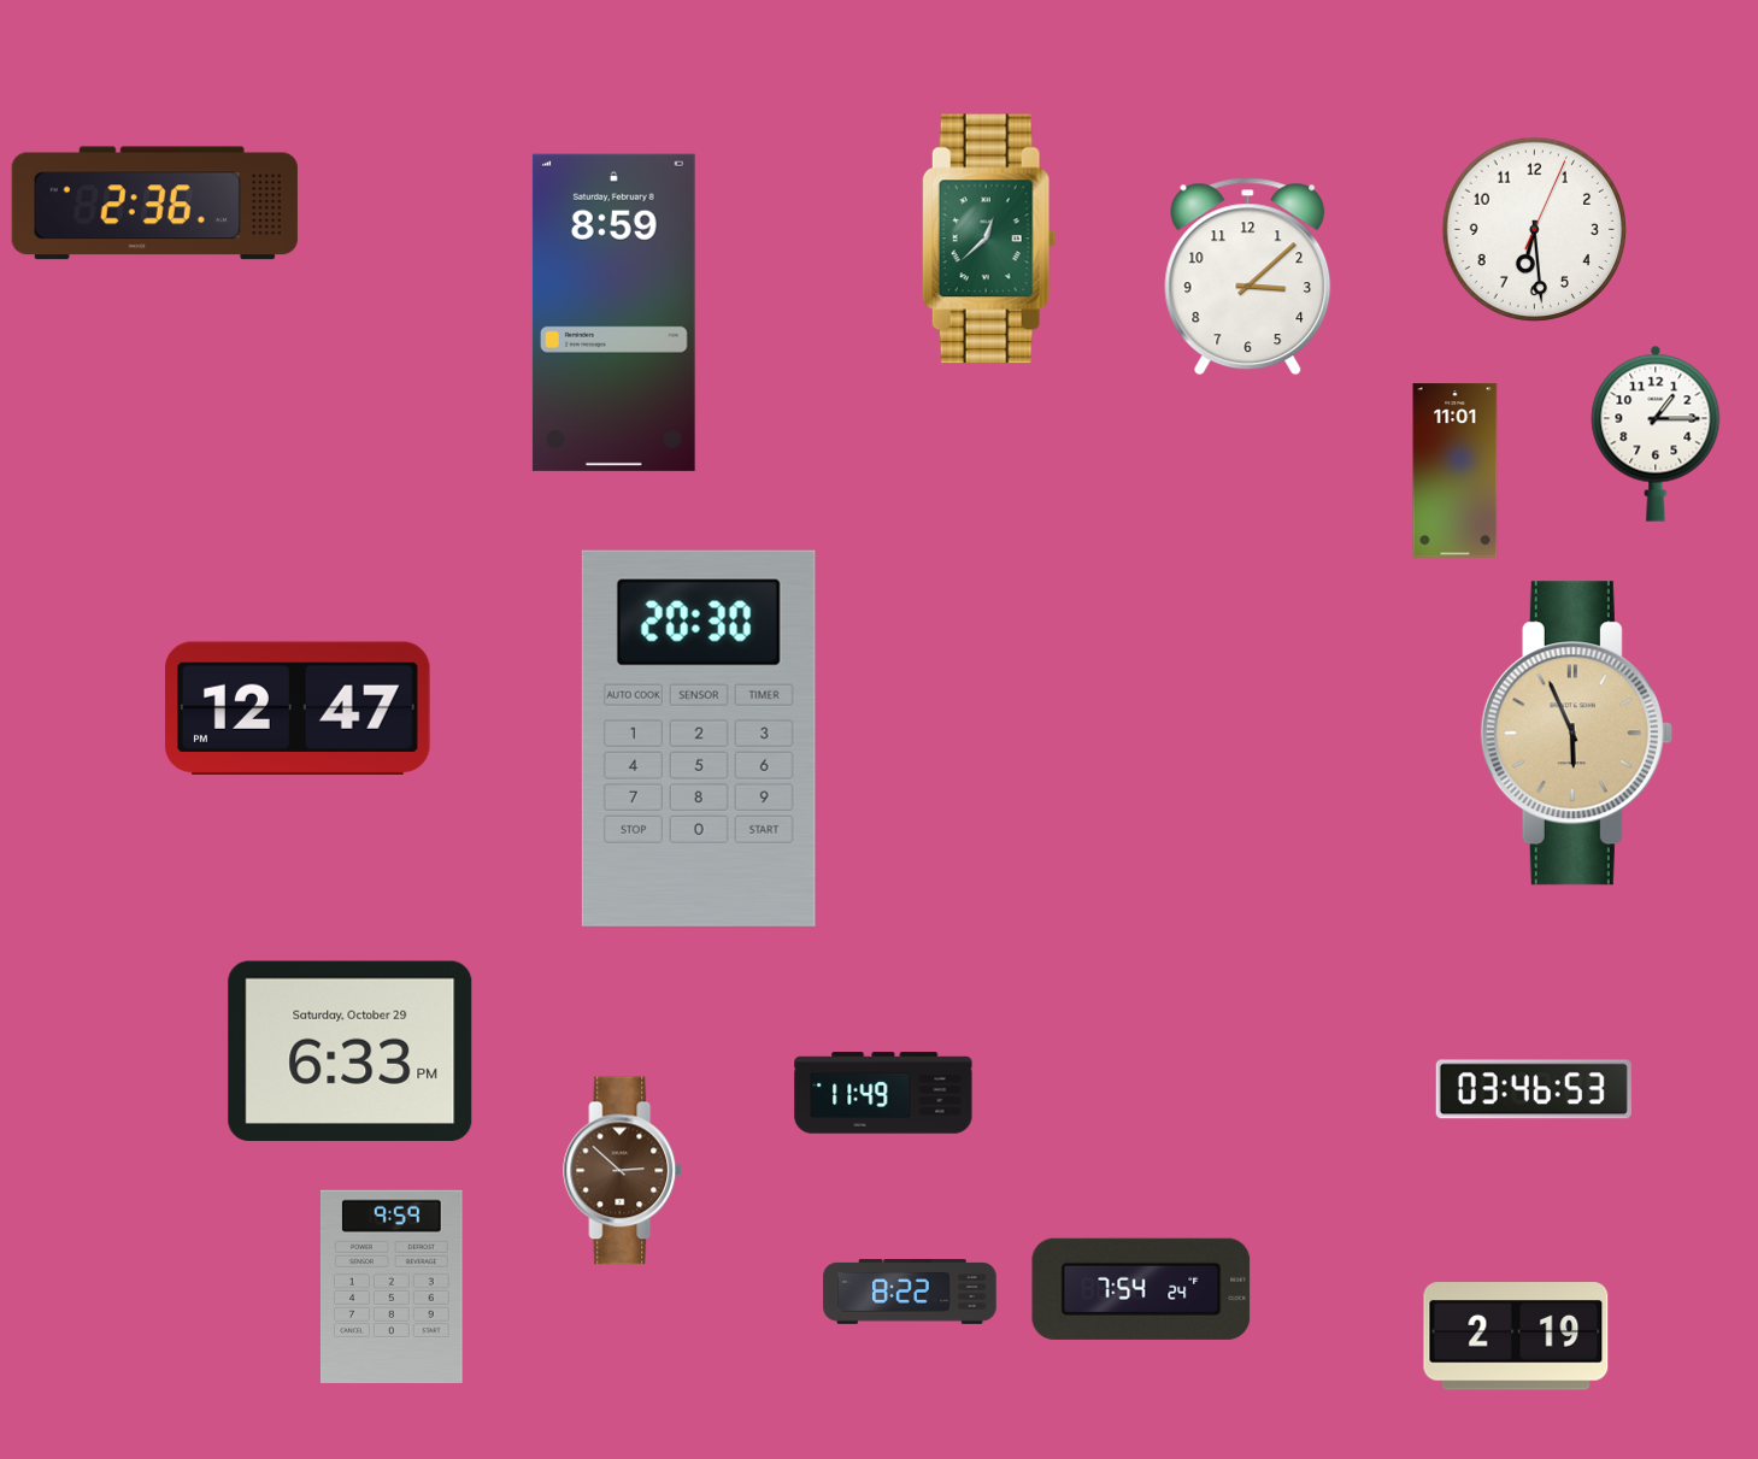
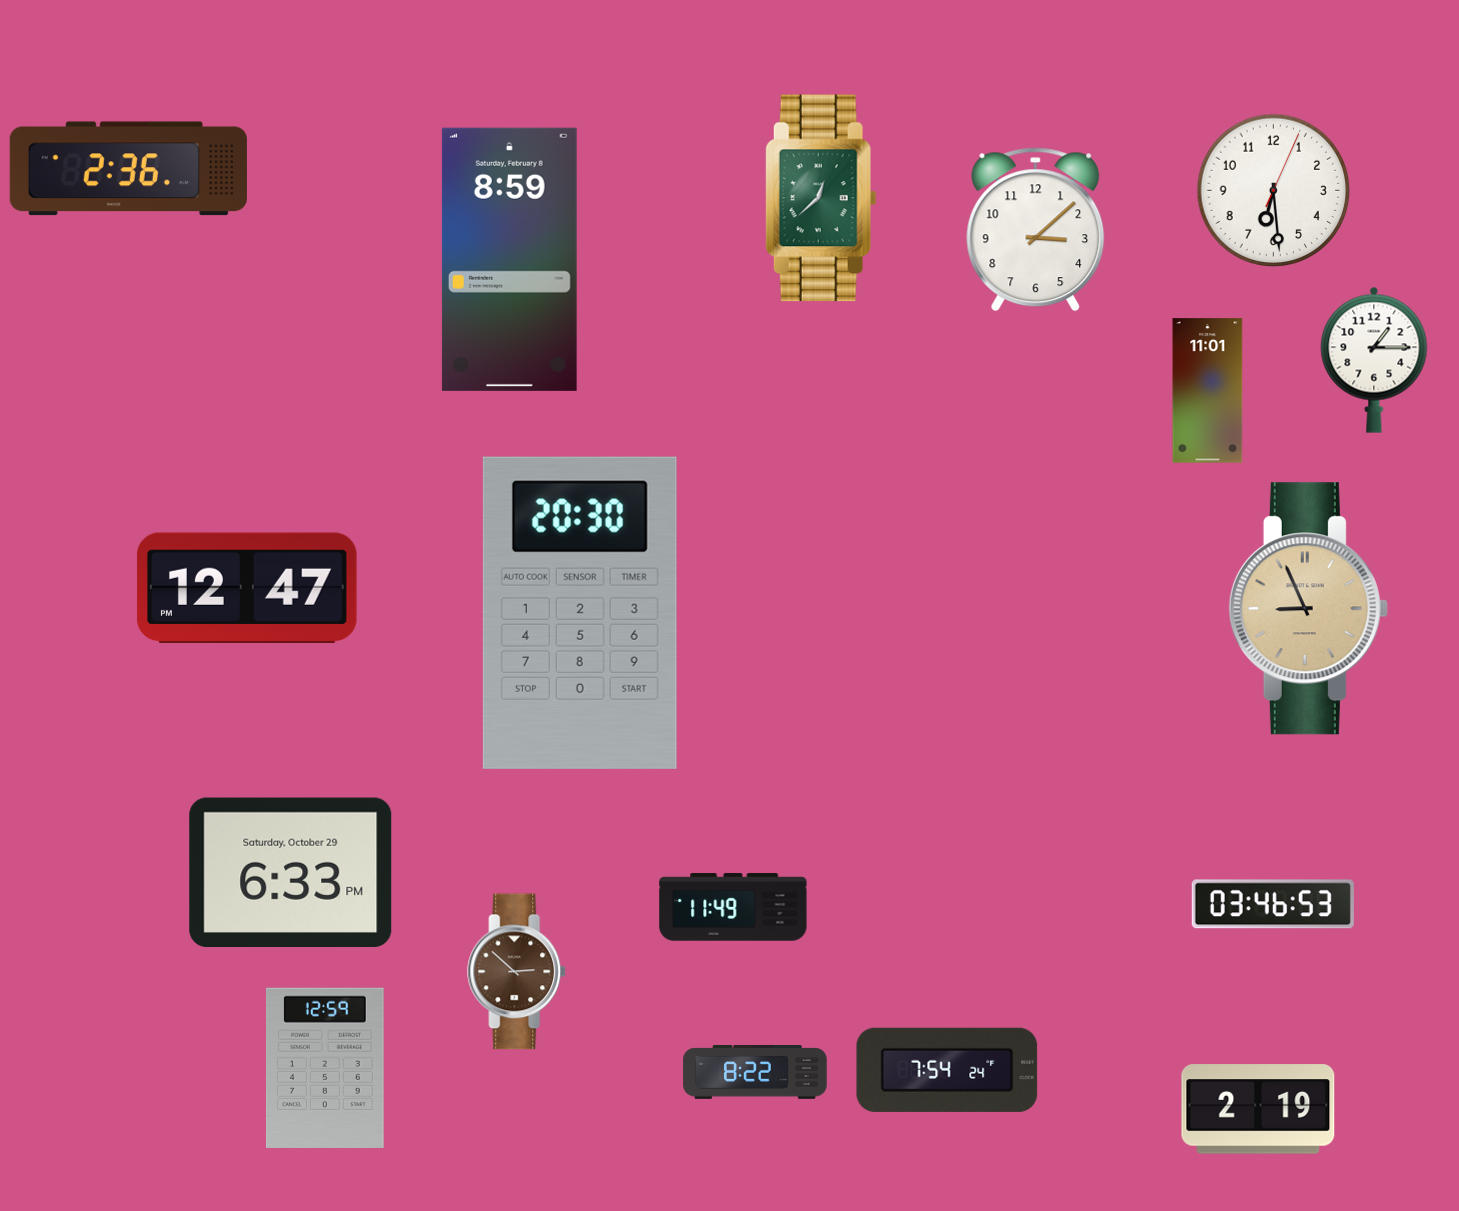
clock at (1576, 734): 5:56 -> 8:56
clock at (392, 1287): 9:59 -> 12:59
